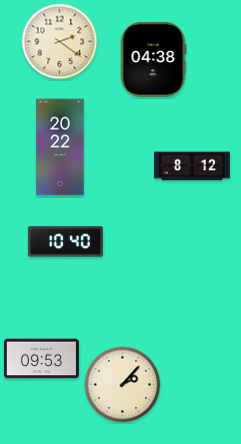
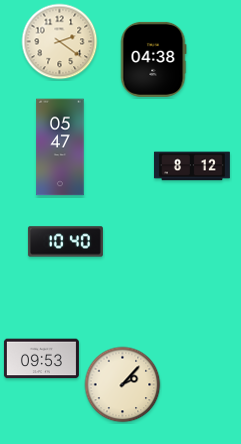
clock at (60, 147): 20:22 -> 05:47
